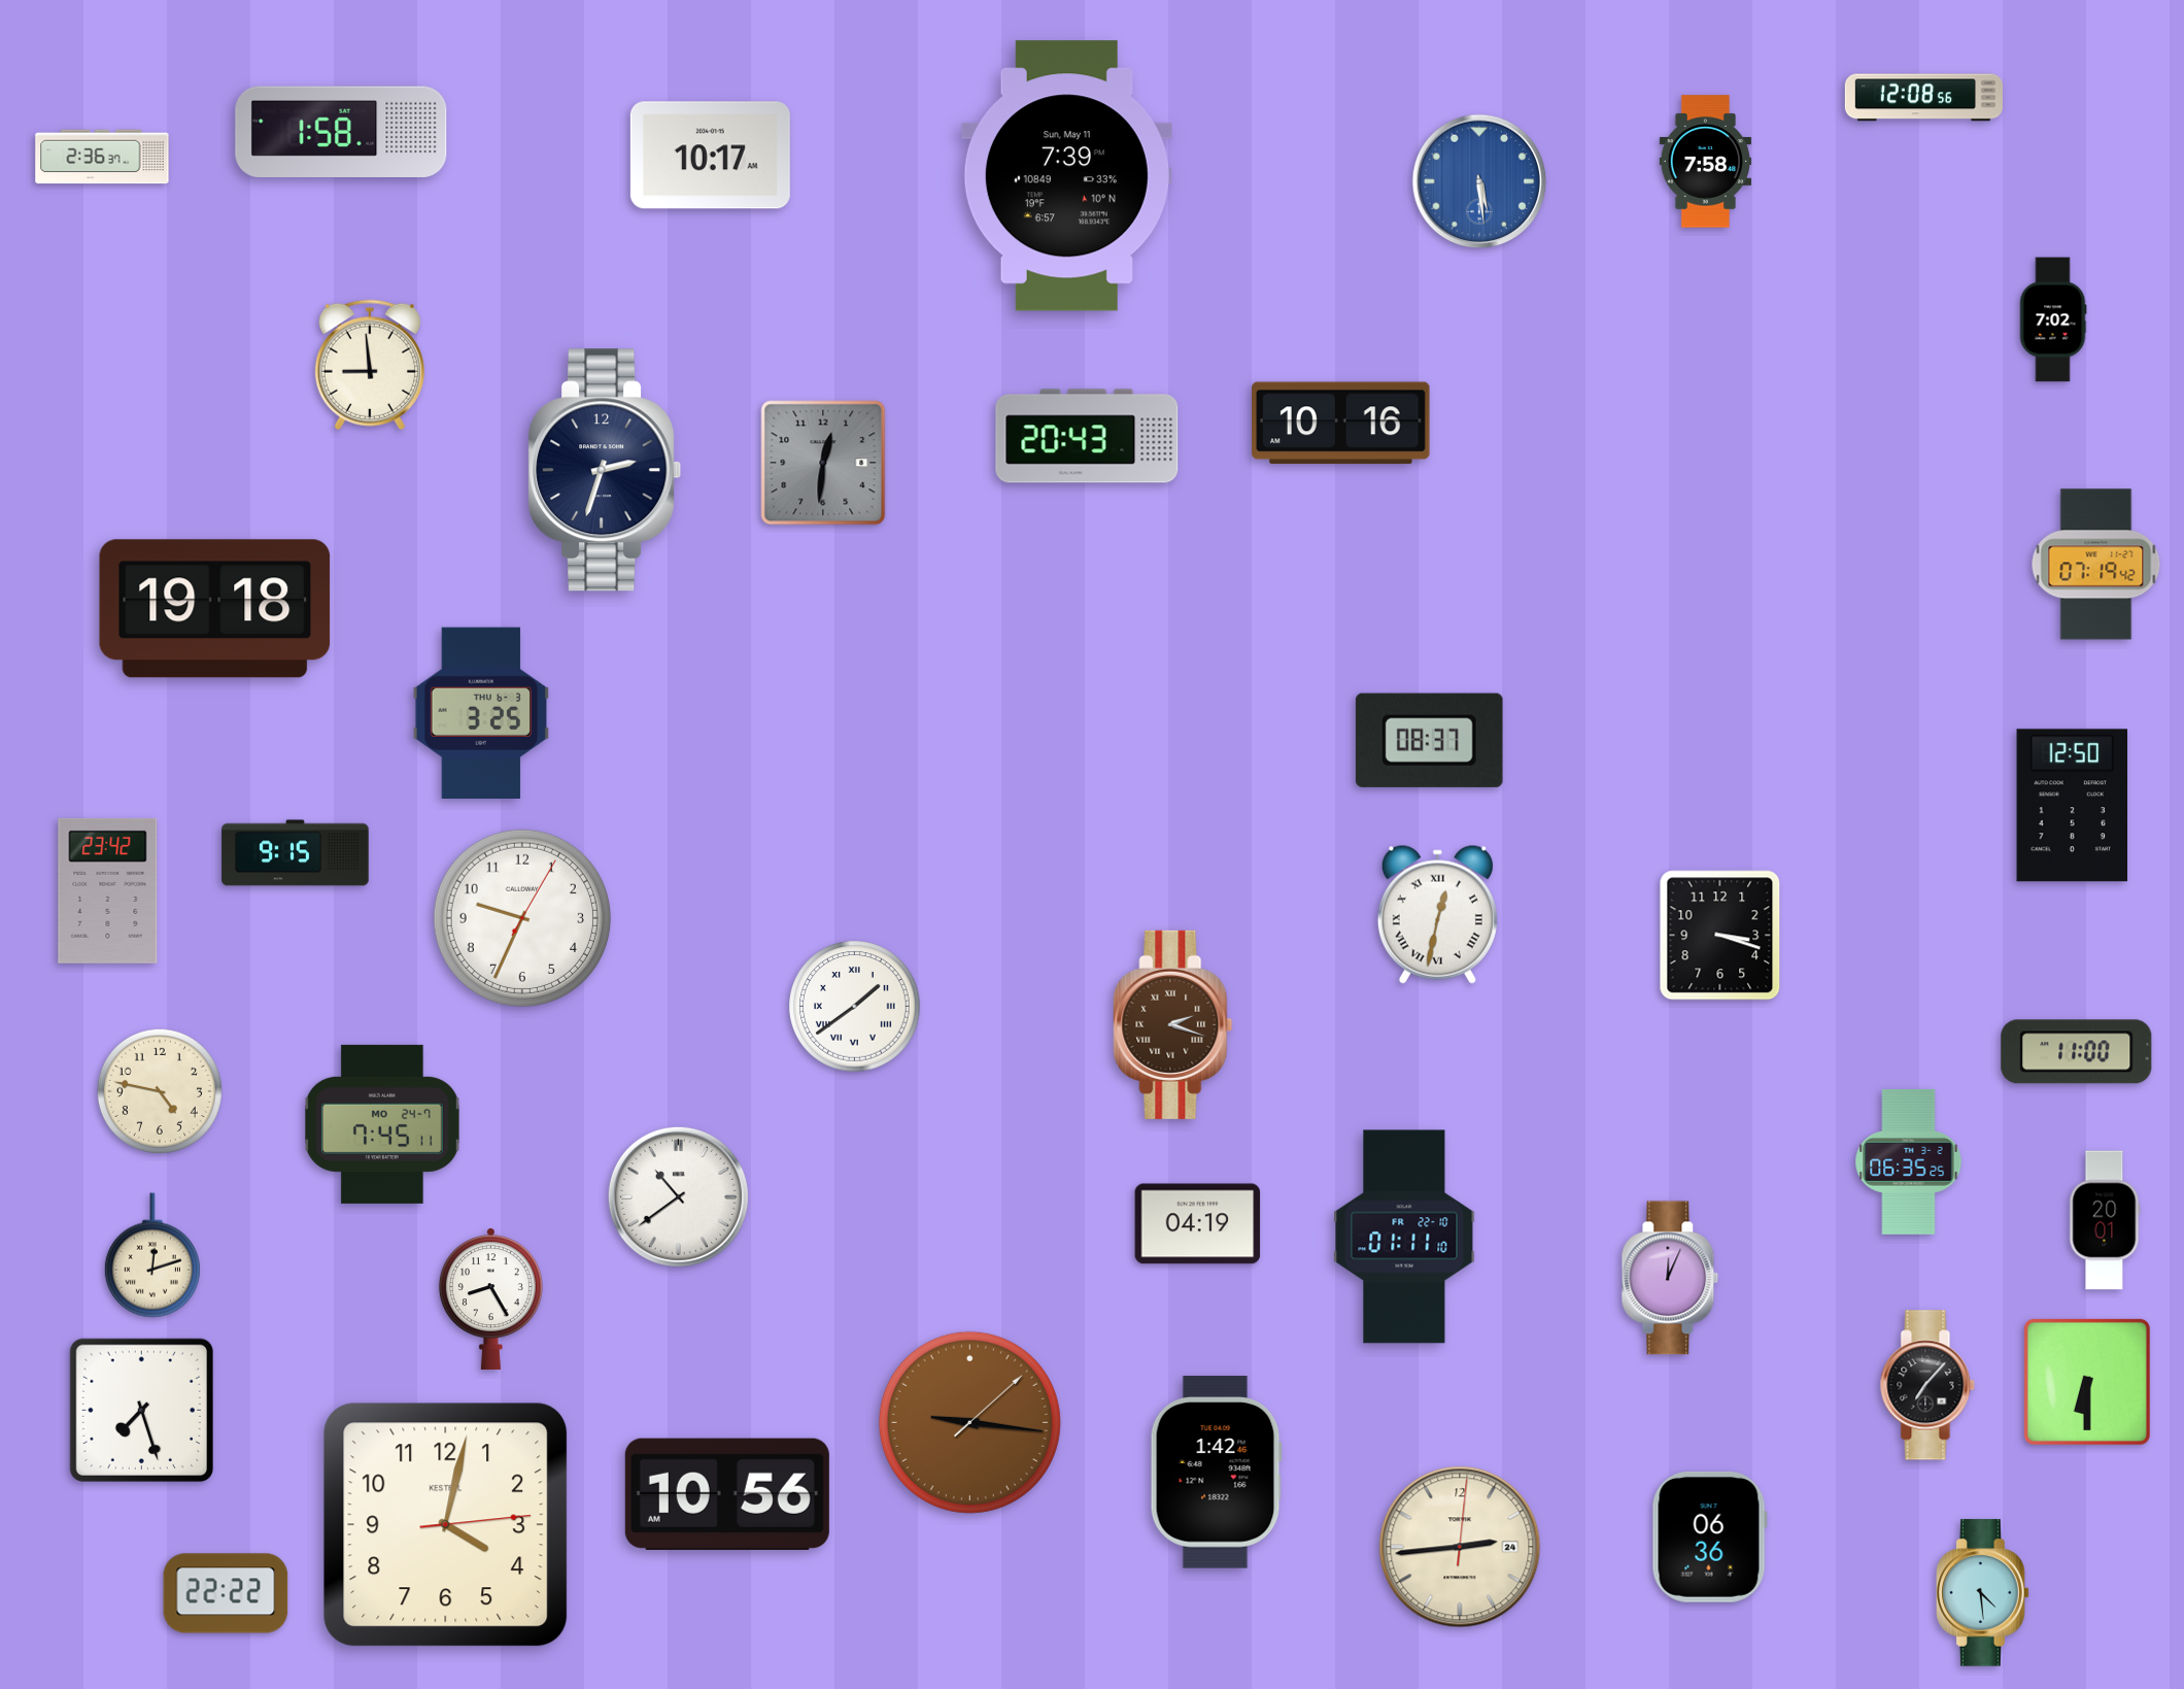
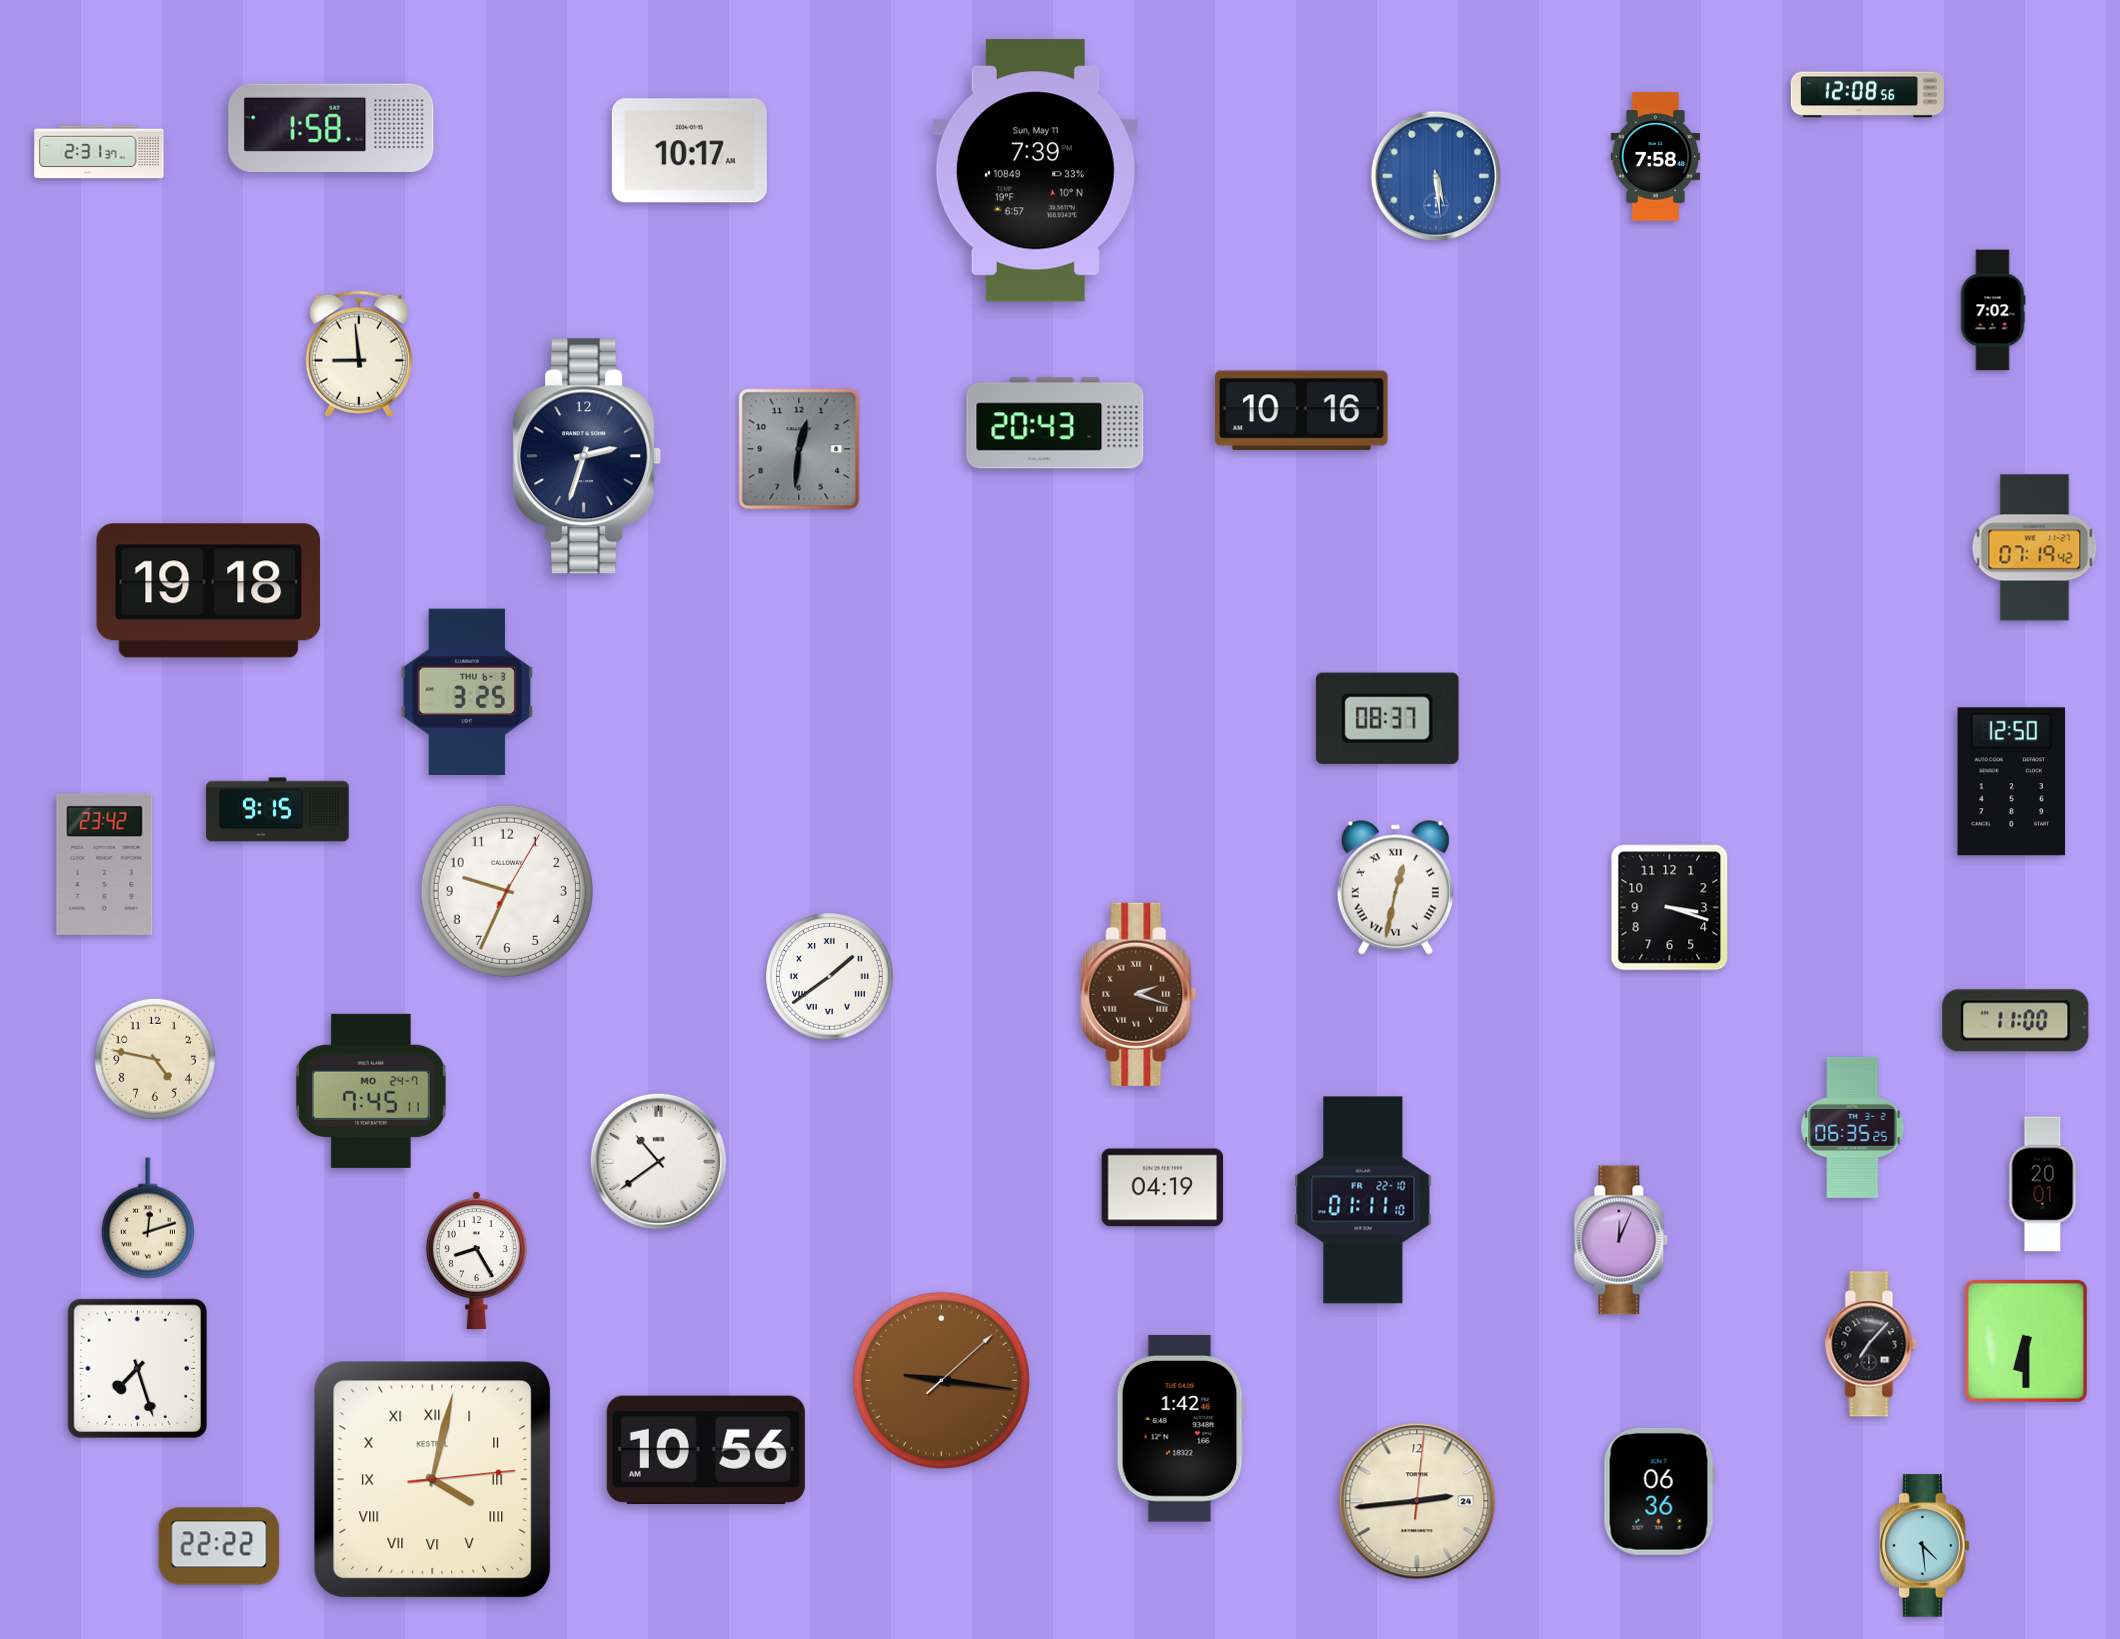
clock at (102, 157): 2:36 -> 2:31
clock at (296, 853) position: (296, 853) -> (278, 810)
clock at (446, 1525) numerals: Arabic -> Roman
